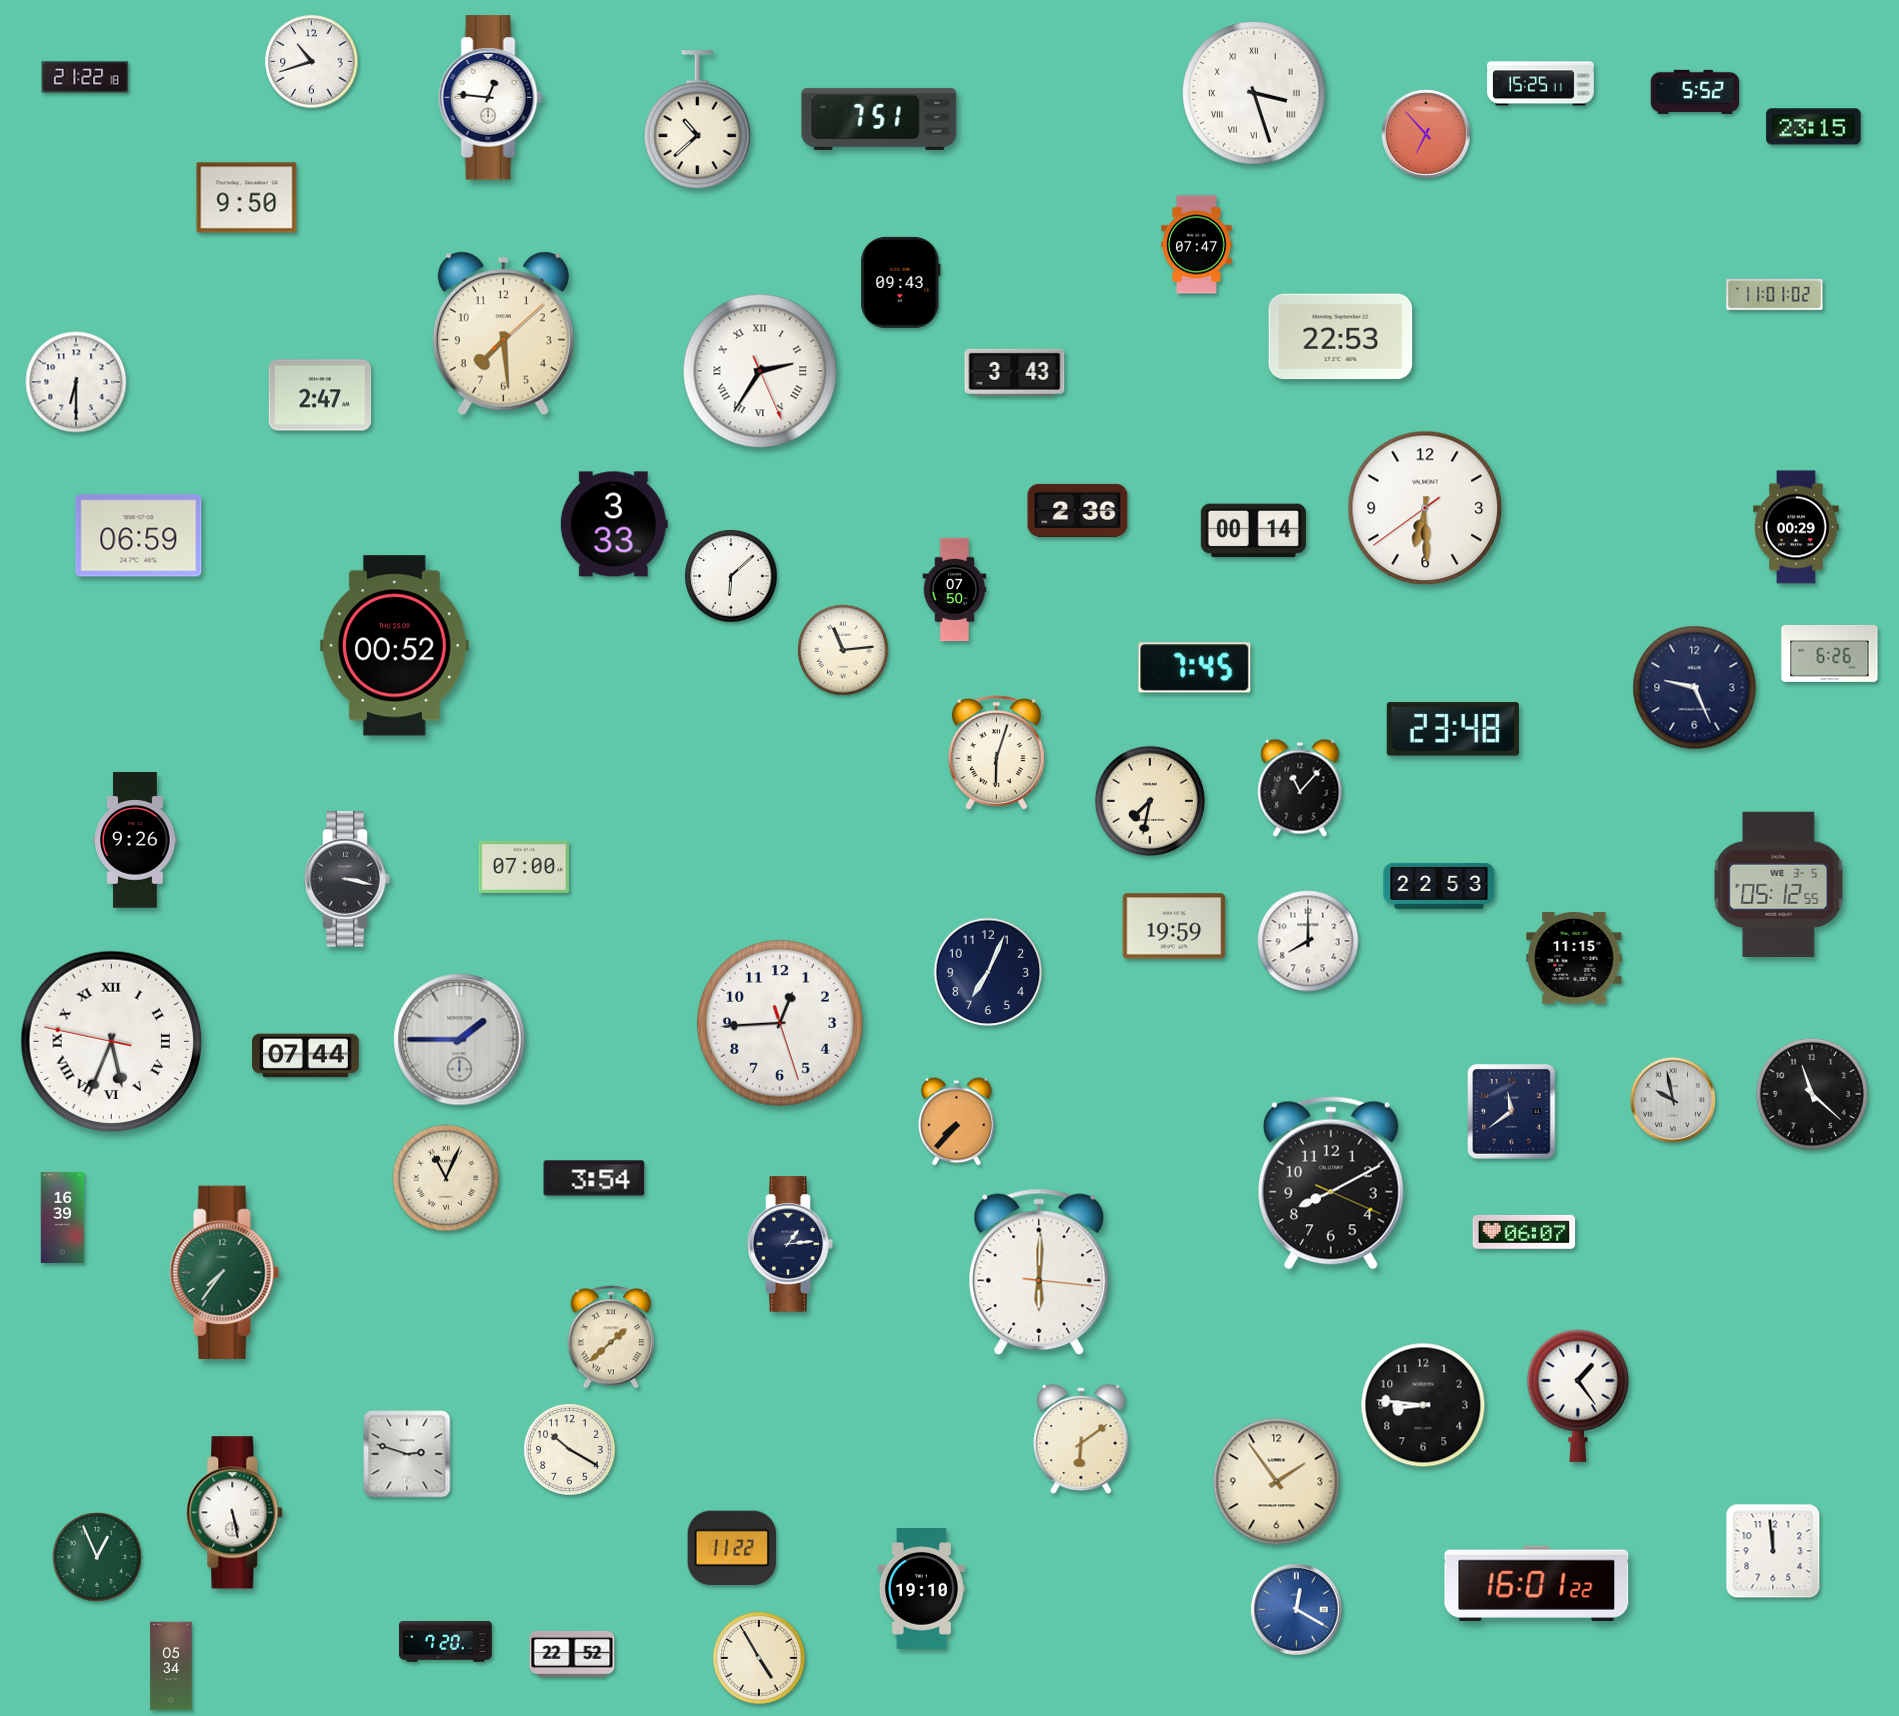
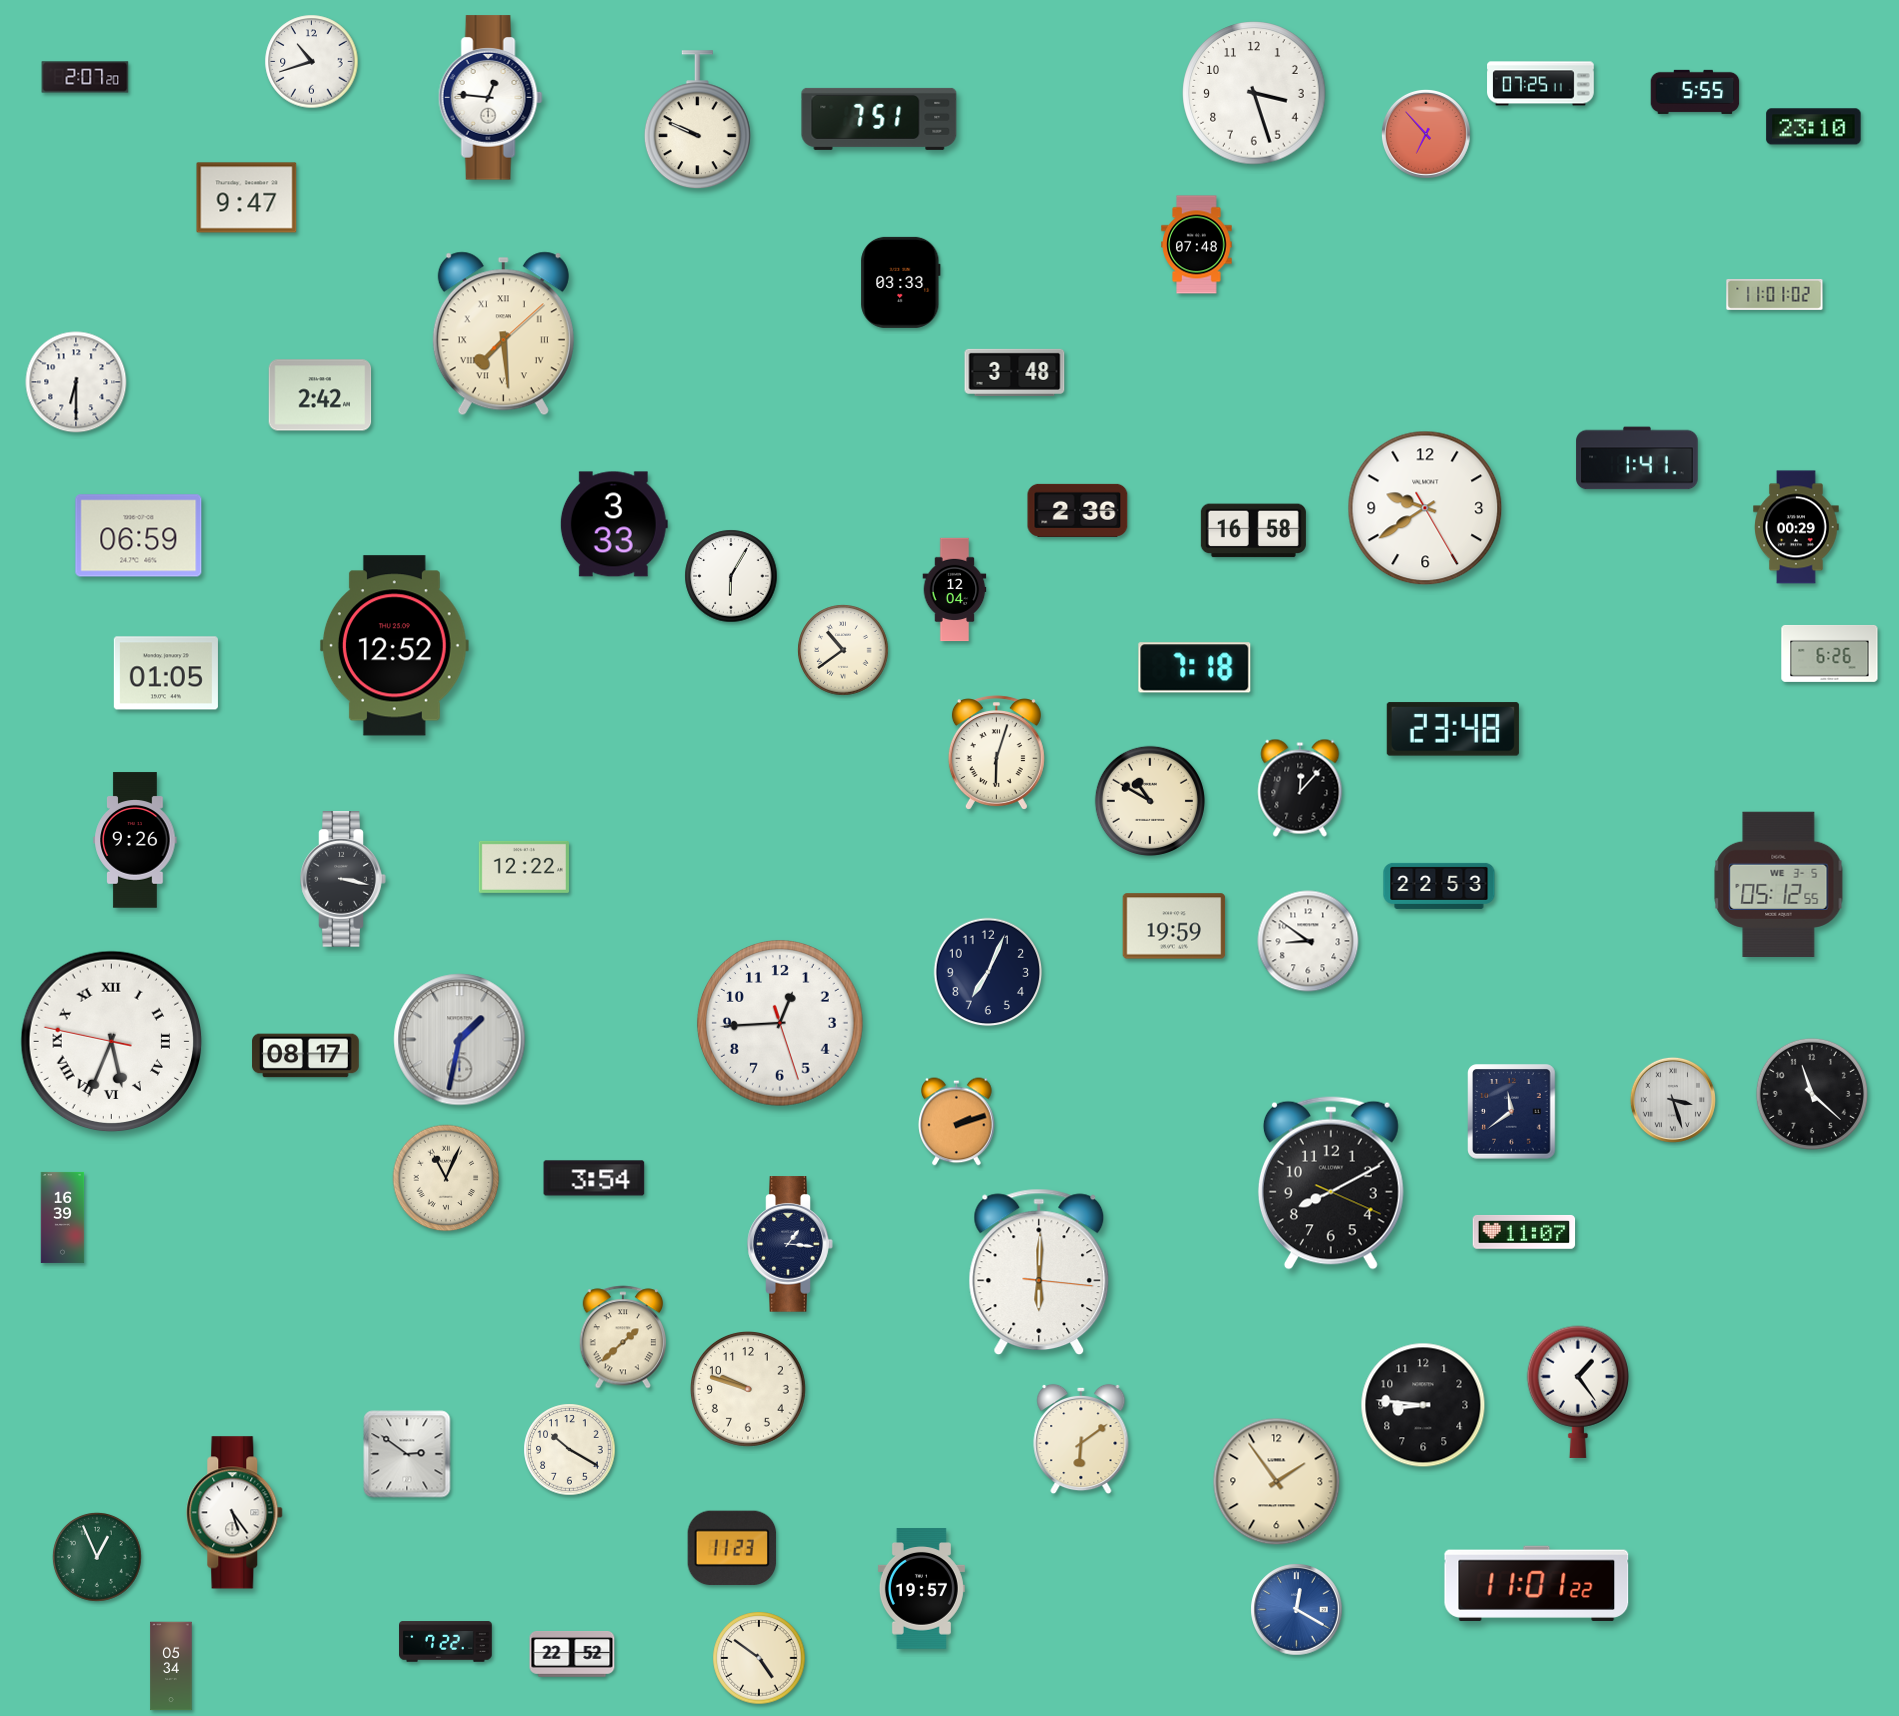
clock at (85, 77): 21:22 -> 2:07
clock at (1541, 84): 15:25 -> 07:25
clock at (1695, 92): 5:52 -> 5:55
clock at (1254, 93) numerals: Roman -> Arabic
clock at (697, 120): 10:38 -> 9:49
clock at (1814, 127): 23:15 -> 23:10
clock at (247, 198): 9:50 -> 9:47
clock at (1197, 245): 07:47 -> 07:48
clock at (901, 282): 09:43 -> 03:33
clock at (503, 334) numerals: Arabic -> Roman
clock at (1341, 337): 22:53 -> none
clock at (760, 371): 2:35 -> none
clock at (1015, 372): 3:43 -> 3:48
clock at (320, 395): 2:47 -> 2:42
clock at (1637, 458): none -> 1:41
clock at (1425, 508): 6:29 -> 9:39
clock at (1253, 531): 00:14 -> 16:58
clock at (731, 576): 6:08 -> 6:05
clock at (955, 590): 07:50 -> 12:04
clock at (394, 646): 00:52 -> 12:52
clock at (843, 650): 11:14 -> 10:39
clock at (1195, 668): 7:45 -> 7:18
clock at (166, 673): none -> 01:05
clock at (1695, 688): 9:26 -> none
clock at (1300, 788): 11:07 -> 12:07
clock at (1150, 801): 7:32 -> 10:50
clock at (524, 867): 07:00 -> 12:22
clock at (347, 879) position: (347, 879) -> (343, 879)
clock at (1308, 941): 8:00 -> 8:51
clock at (1574, 959): 11:15 -> none
clock at (460, 1040): 1:45 -> 1:32
clock at (306, 1056): 07:44 -> 08:17
clock at (1673, 1100): 9:58 -> 3:27
clock at (957, 1122): 7:37 -> 2:12
clock at (1524, 1232): 06:07 -> 11:07
clock at (790, 1244): 1:14 -> 1:16
clock at (225, 1272): 7:36 -> none
clock at (610, 1337) position: (610, 1337) -> (622, 1337)
clock at (749, 1390): none -> 9:48
clock at (1577, 1396) position: (1577, 1396) -> (1577, 1392)
clock at (407, 1454): 2:48 -> 2:51
clock at (235, 1513): 5:28 -> 5:24
clock at (732, 1548): 11:22 -> 11:23
clock at (1773, 1551): 11:59 -> none
clock at (1537, 1583): 16:01 -> 11:01
clock at (921, 1589): 19:10 -> 19:57
clock at (446, 1642): 7:20 -> 7:22
clock at (759, 1658): 4:55 -> 4:51
